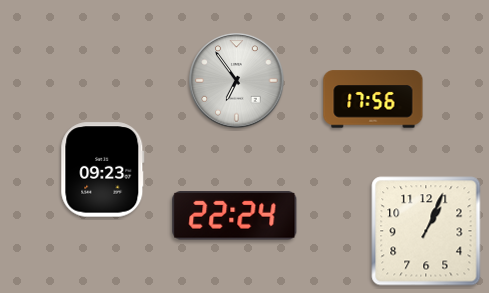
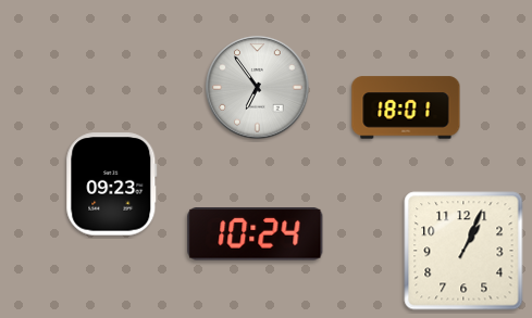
clock at (373, 99): 17:56 -> 18:01
clock at (235, 216): 22:24 -> 10:24
